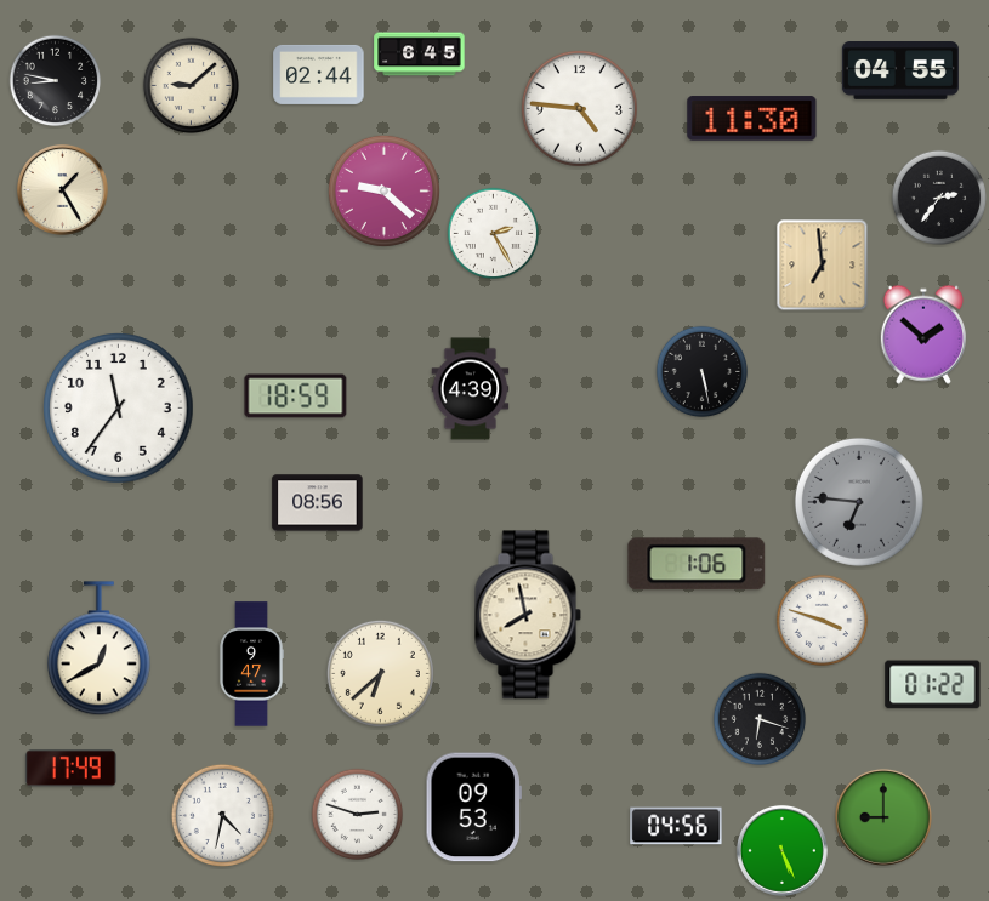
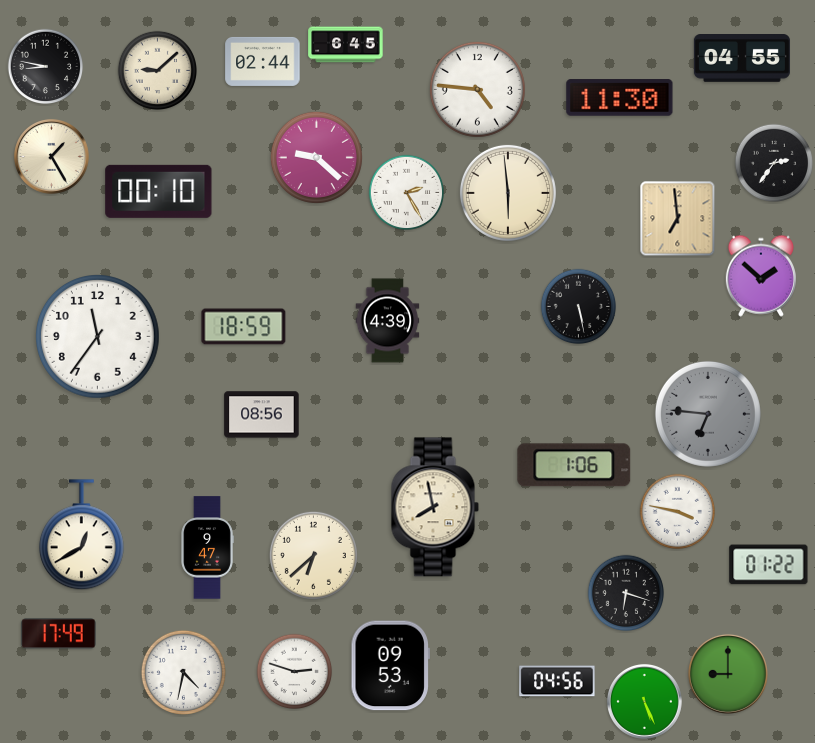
clock at (159, 191): none -> 00:10
clock at (508, 193): none -> 5:59
clock at (823, 621): 3:48 -> 3:47
